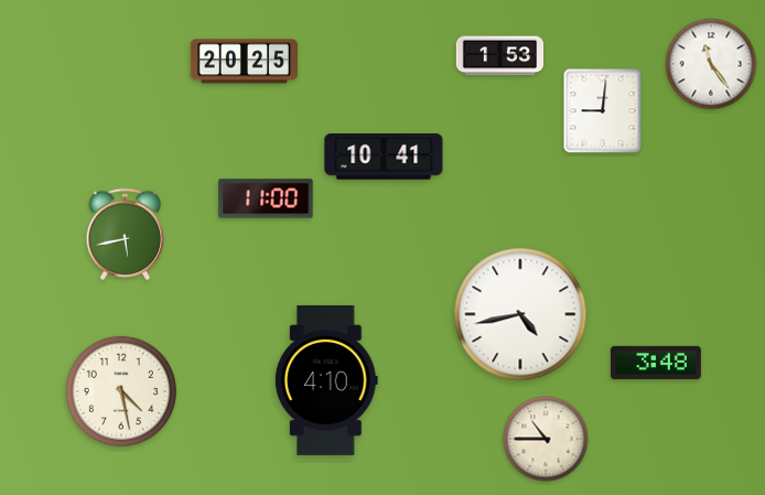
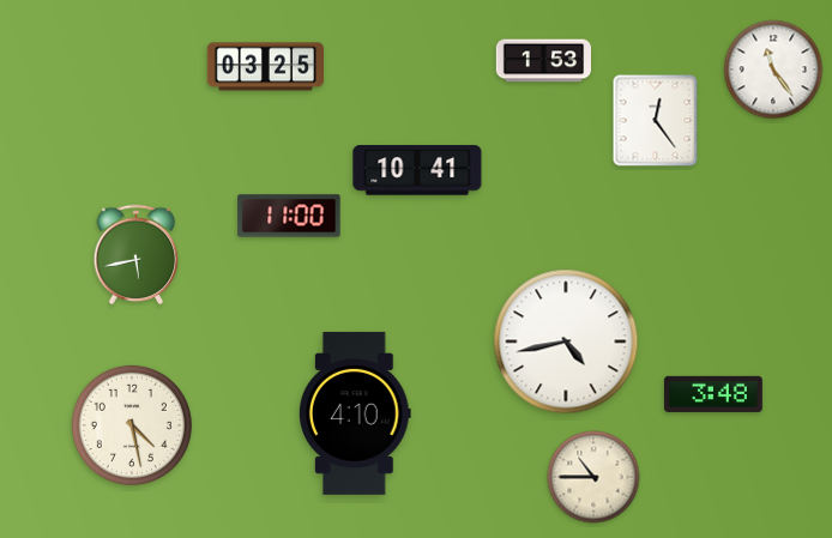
clock at (244, 62): 20:25 -> 03:25
clock at (603, 111): 9:01 -> 12:24
